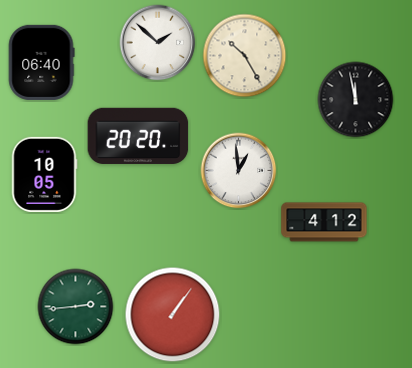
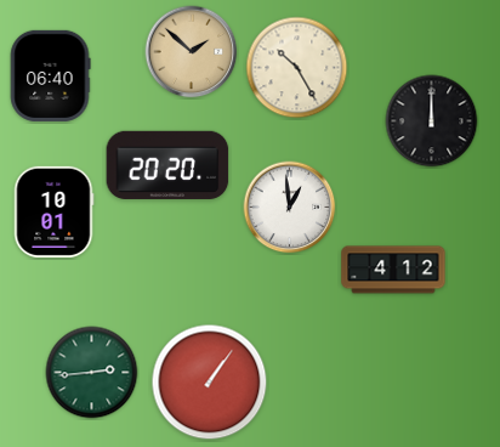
clock at (158, 43) dial: white -> champagne
clock at (356, 100): 11:58 -> 12:00
clock at (44, 174): 10:05 -> 10:01
